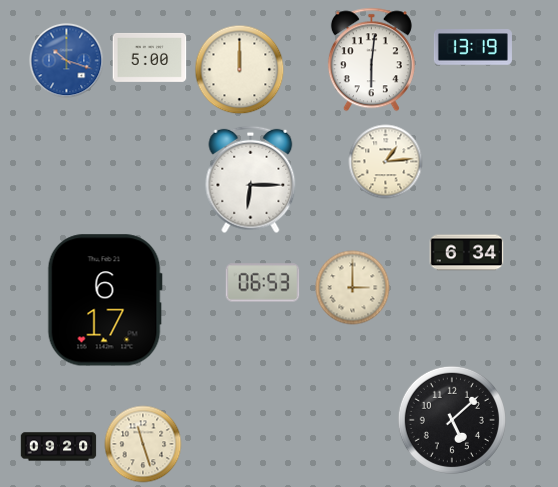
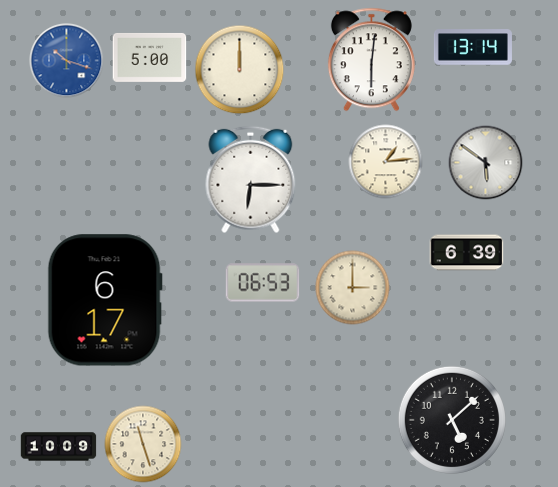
clock at (473, 47): 13:19 -> 13:14
clock at (486, 163): none -> 5:51
clock at (467, 253): 6:34 -> 6:39
clock at (59, 447): 09:20 -> 10:09
